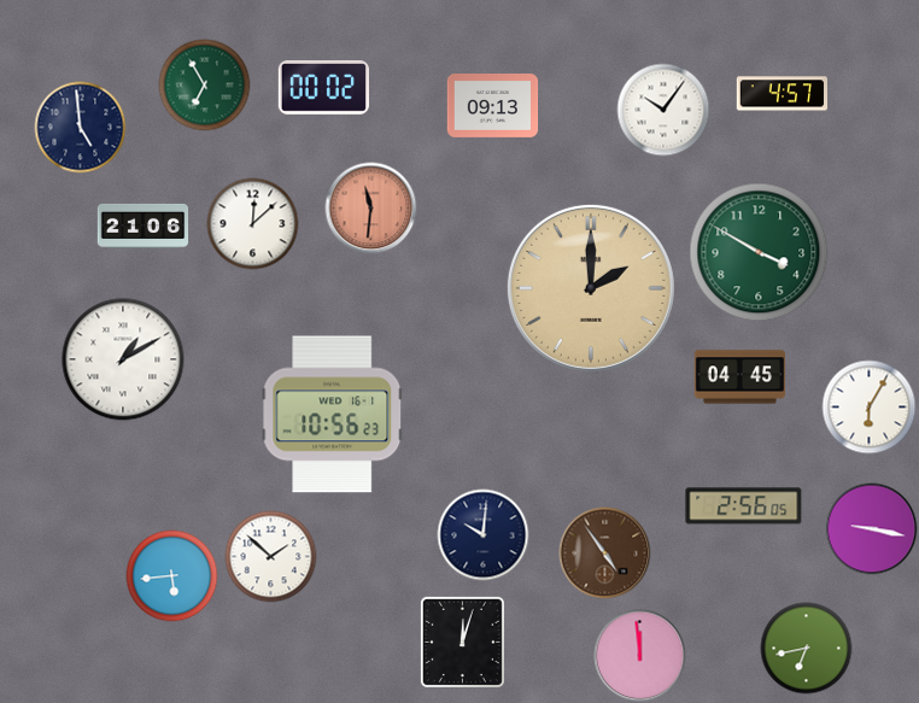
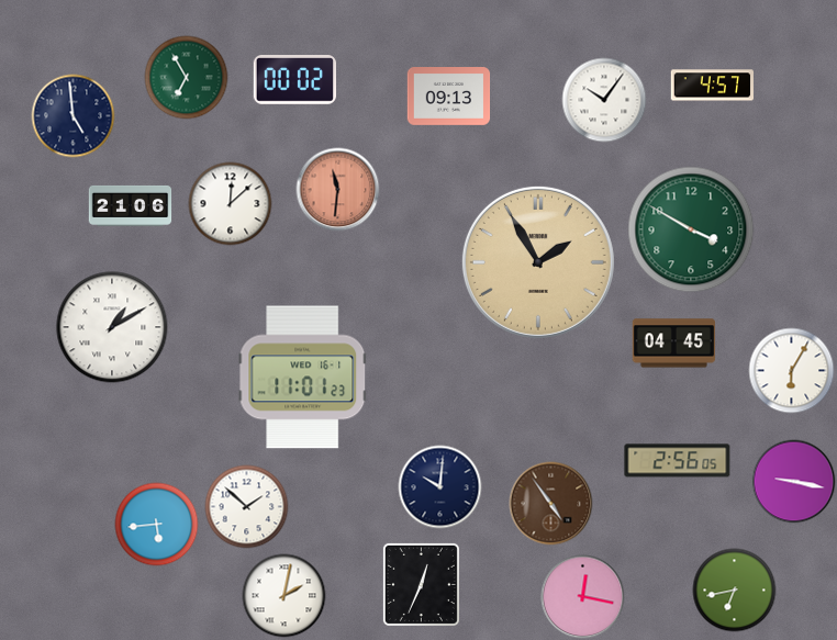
clock at (591, 288): 2:00 -> 1:55
clock at (333, 415): 10:56 -> 11:01
clock at (462, 642): 12:03 -> 12:34
clock at (284, 596): none -> 2:02
clock at (640, 656): 11:59 -> 12:17
